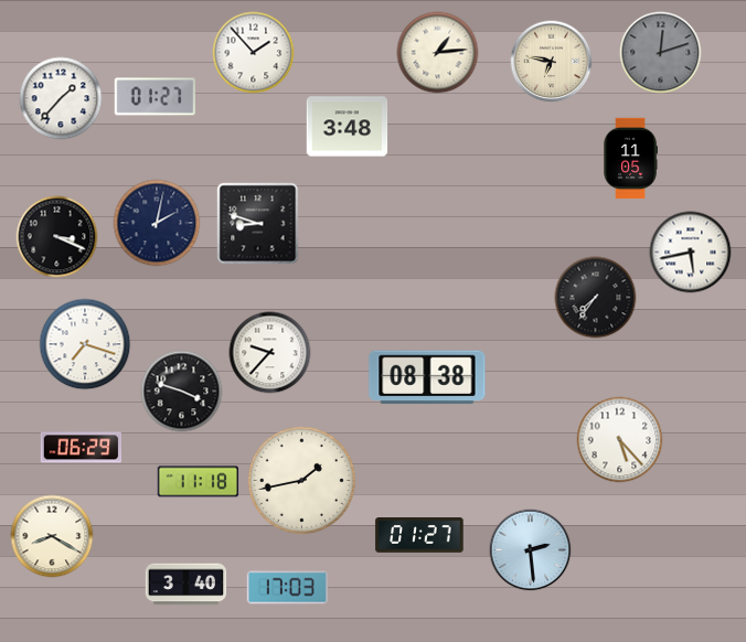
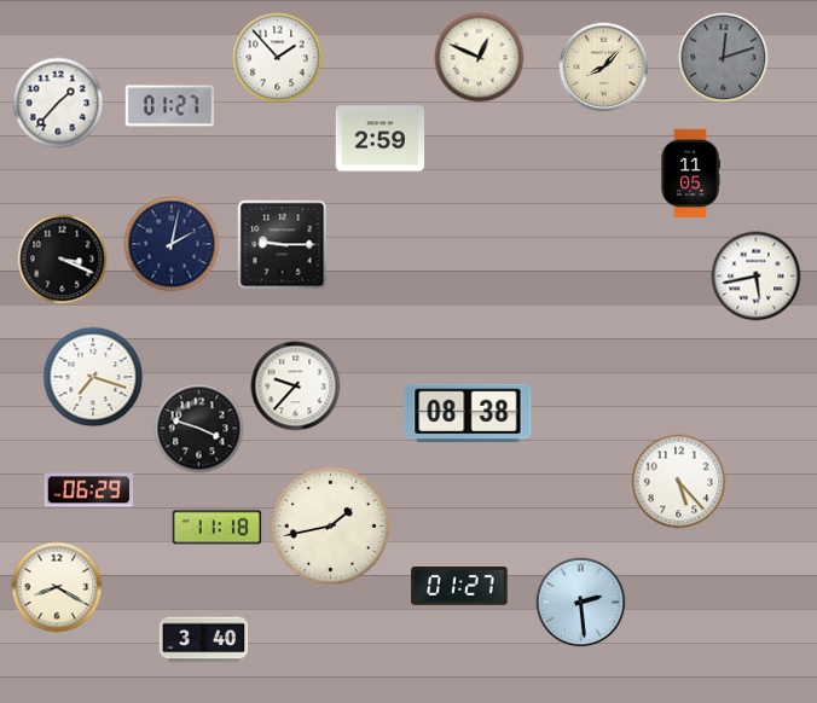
clock at (438, 53): 1:14 -> 12:49
clock at (552, 62): 6:47 -> 8:07
clock at (61, 98) position: (61, 98) -> (58, 103)
clock at (348, 127): 3:48 -> 2:59
clock at (258, 224): 8:48 -> 9:15
clock at (596, 298): 7:36 -> none
clock at (287, 588): 17:03 -> none
